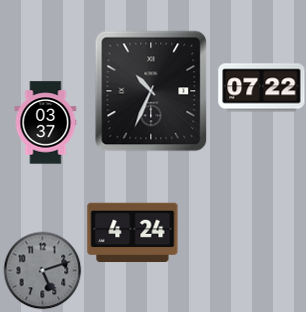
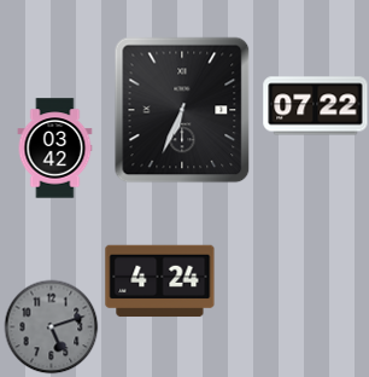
clock at (151, 91): 10:34 -> 6:34
clock at (46, 123): 03:37 -> 03:42
